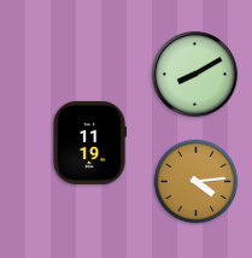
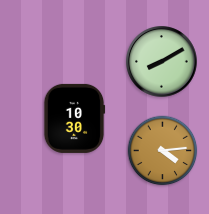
clock at (89, 142): 11:19 -> 10:30
